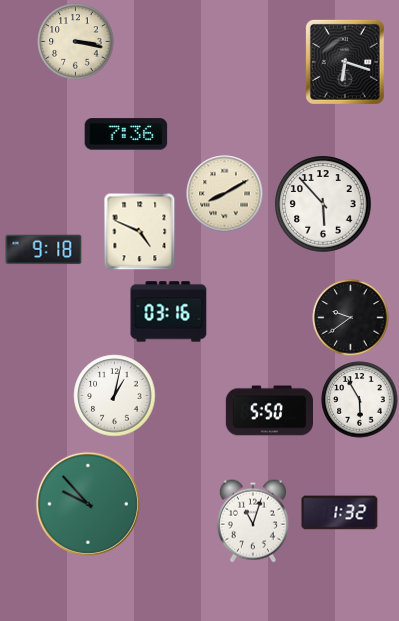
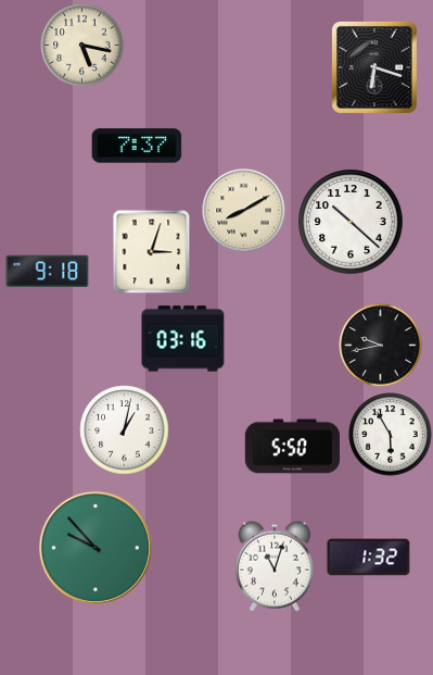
clock at (76, 42): 3:17 -> 5:17
clock at (126, 134): 7:36 -> 7:37
clock at (323, 204): 5:53 -> 10:22
clock at (140, 231): 4:49 -> 3:03
clock at (351, 318): 9:39 -> 9:43
